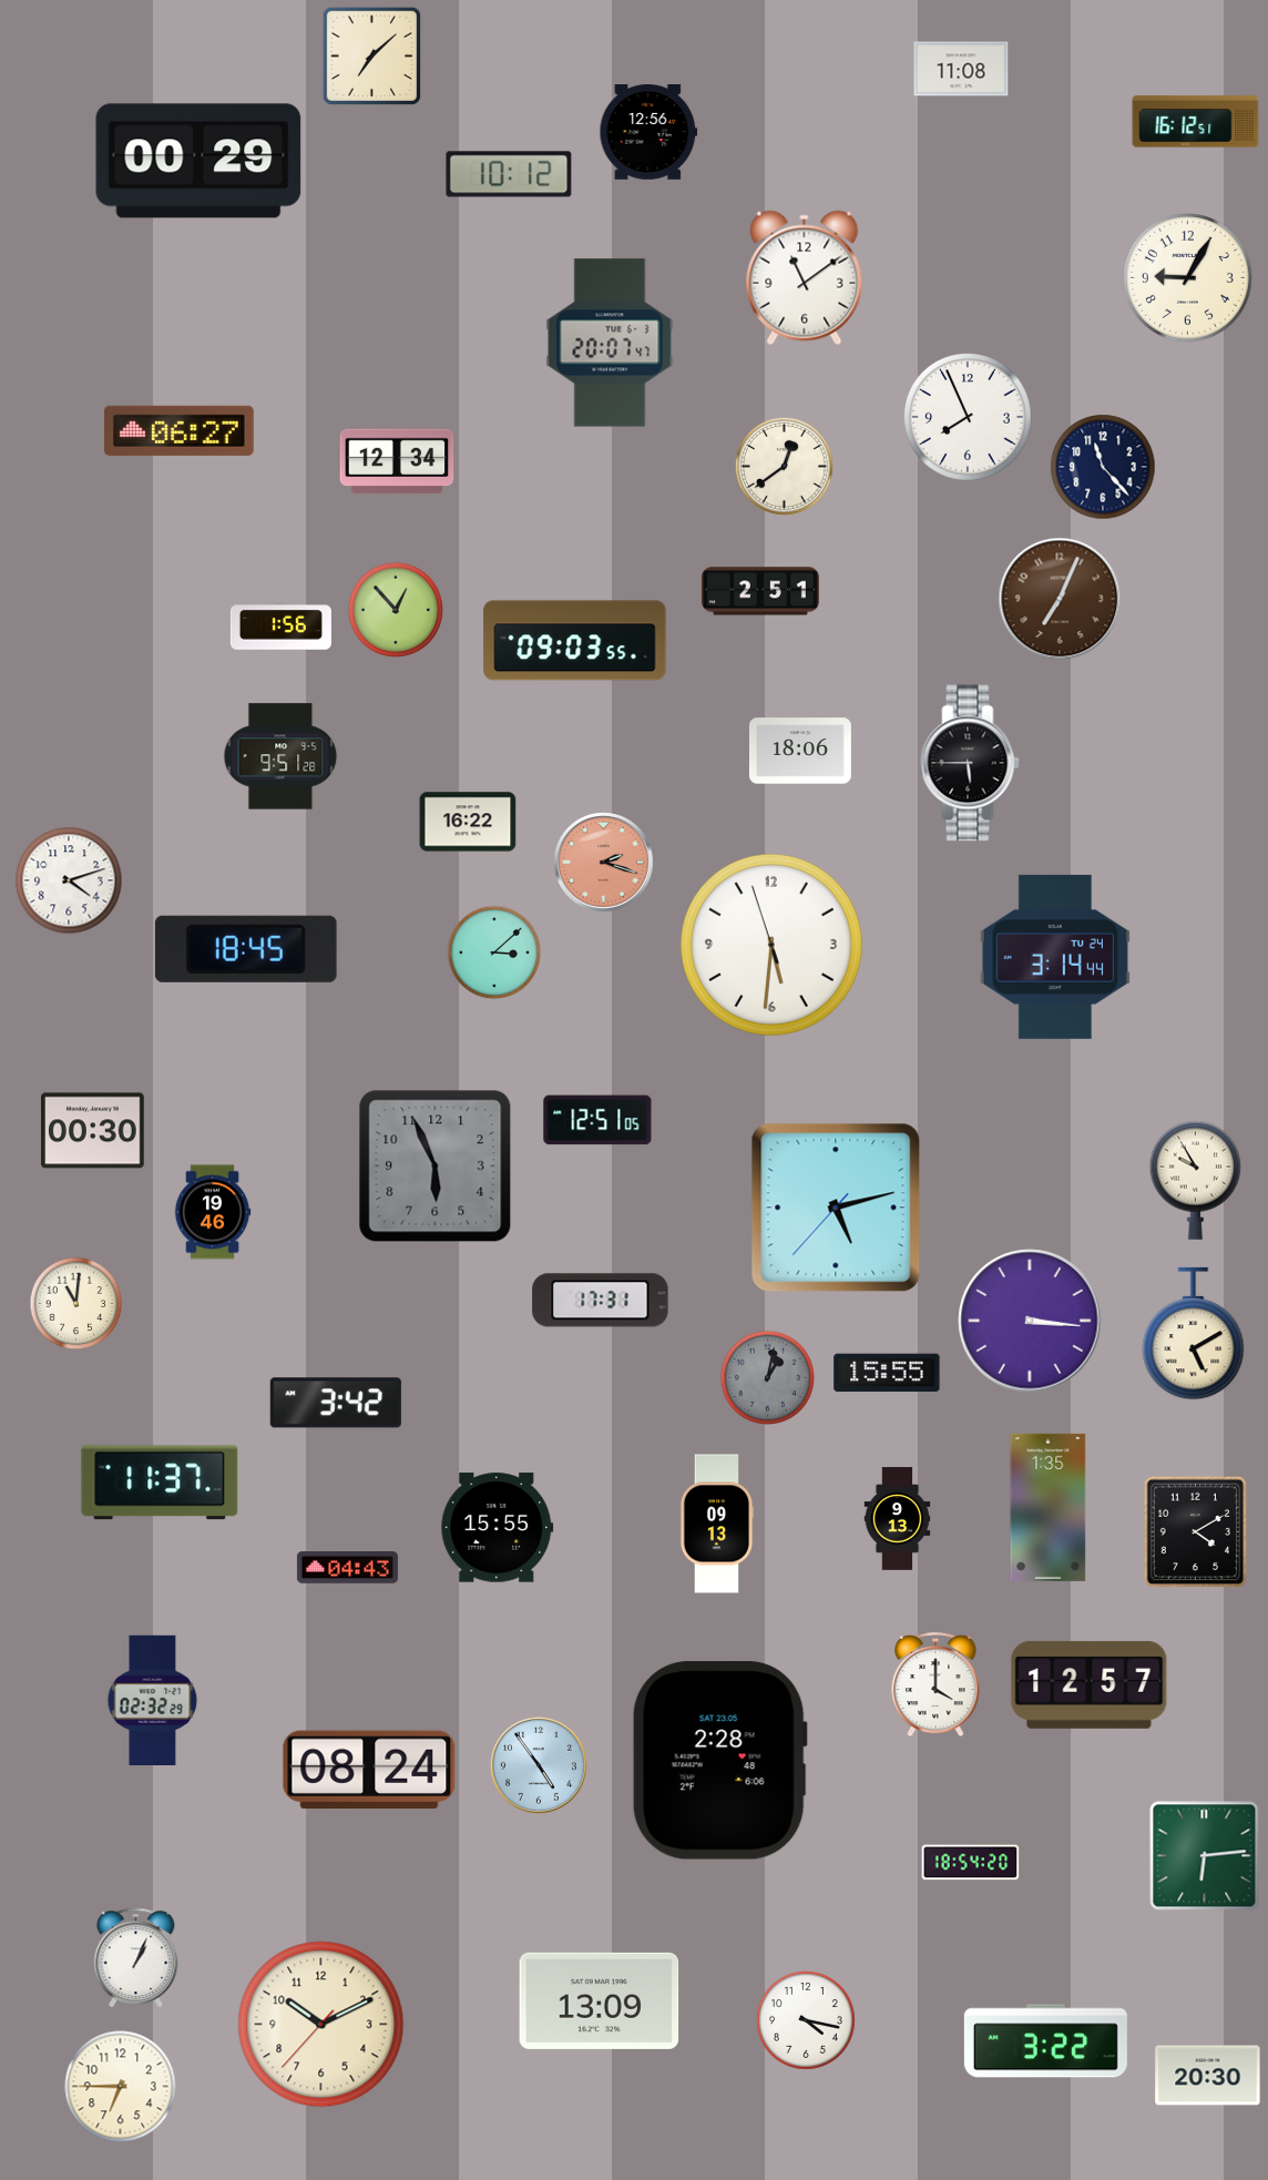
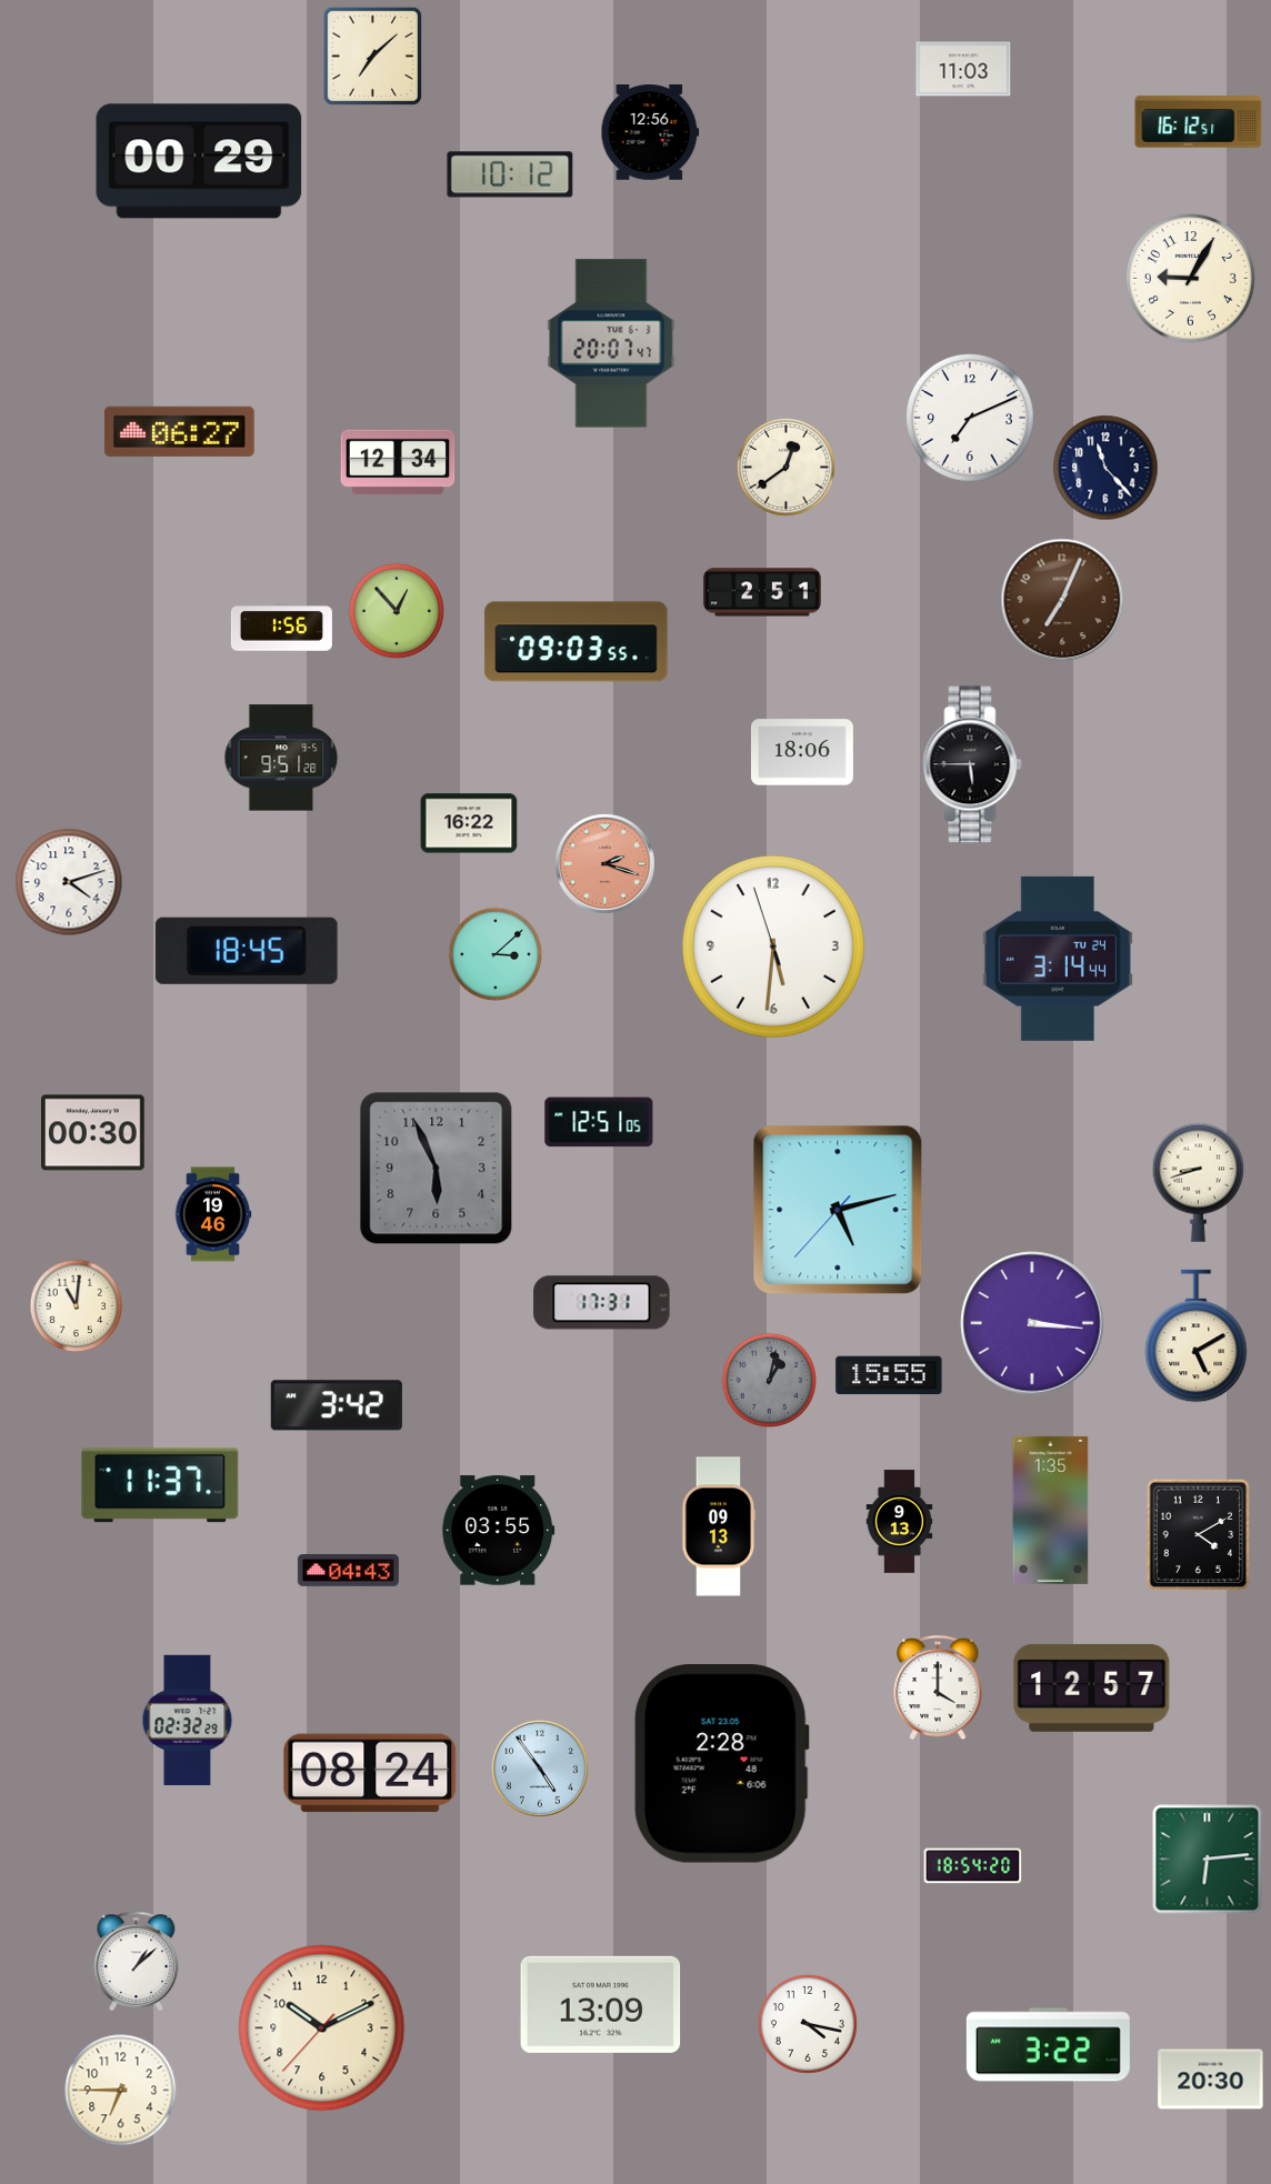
clock at (961, 69): 11:08 -> 11:03
clock at (805, 278): 11:09 -> none
clock at (969, 418): 7:56 -> 7:11
clock at (1196, 1180): 9:55 -> 8:42
clock at (498, 1528): 15:55 -> 03:55
clock at (153, 1700) position: (153, 1700) -> (188, 1720)
clock at (136, 1958): 1:04 -> 1:08
